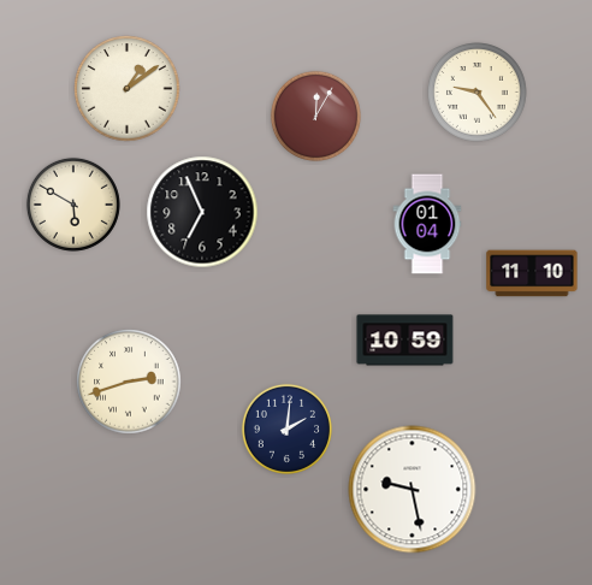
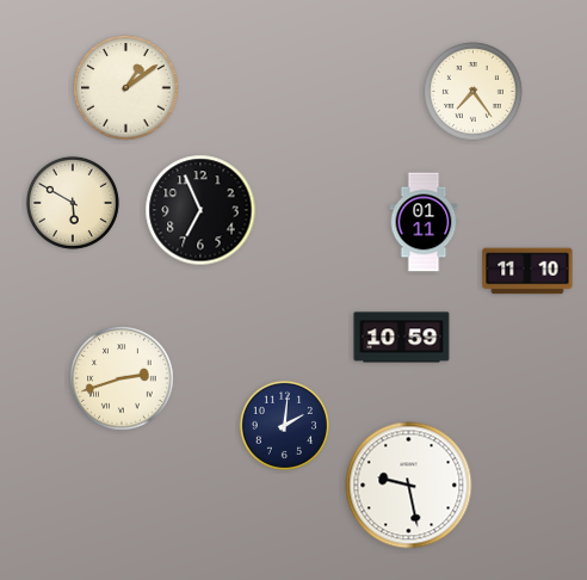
clock at (478, 93): 9:24 -> 7:24
clock at (315, 116): 12:05 -> none
clock at (427, 224): 01:04 -> 01:11
clock at (129, 382) position: (129, 382) -> (122, 378)
